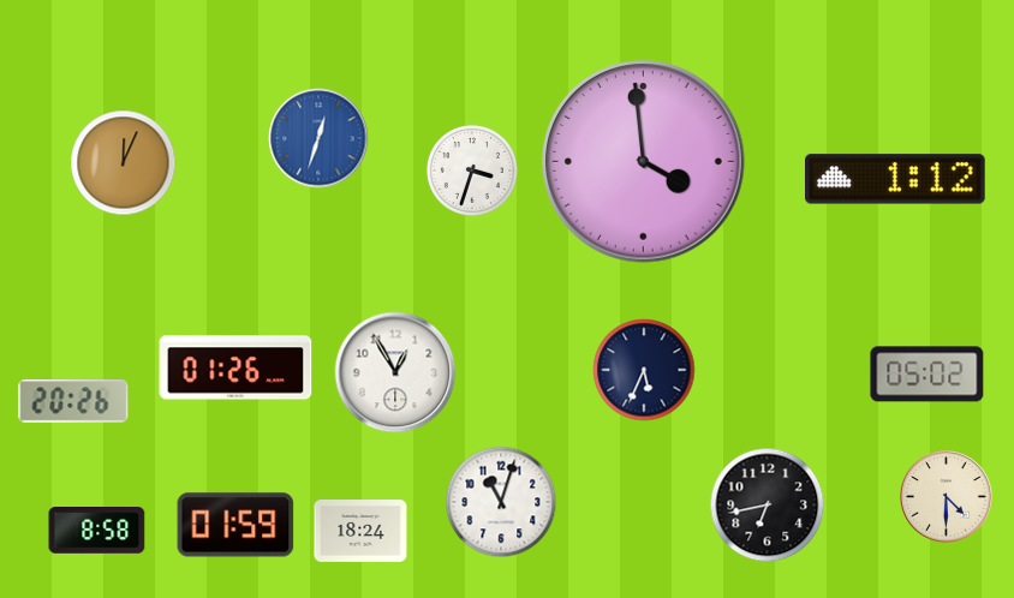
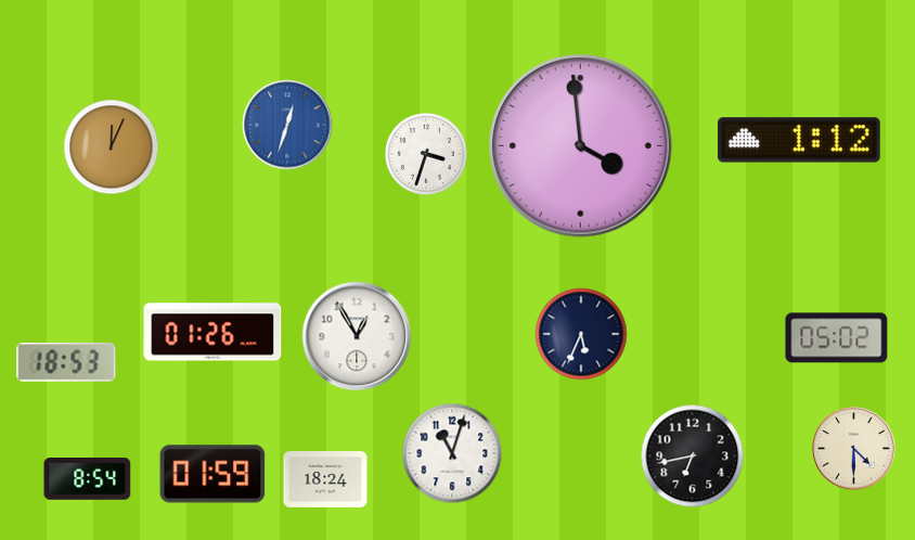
clock at (895, 179) position: (895, 179) -> (799, 140)
clock at (73, 401): 20:26 -> 18:53
clock at (97, 531): 8:58 -> 8:54
